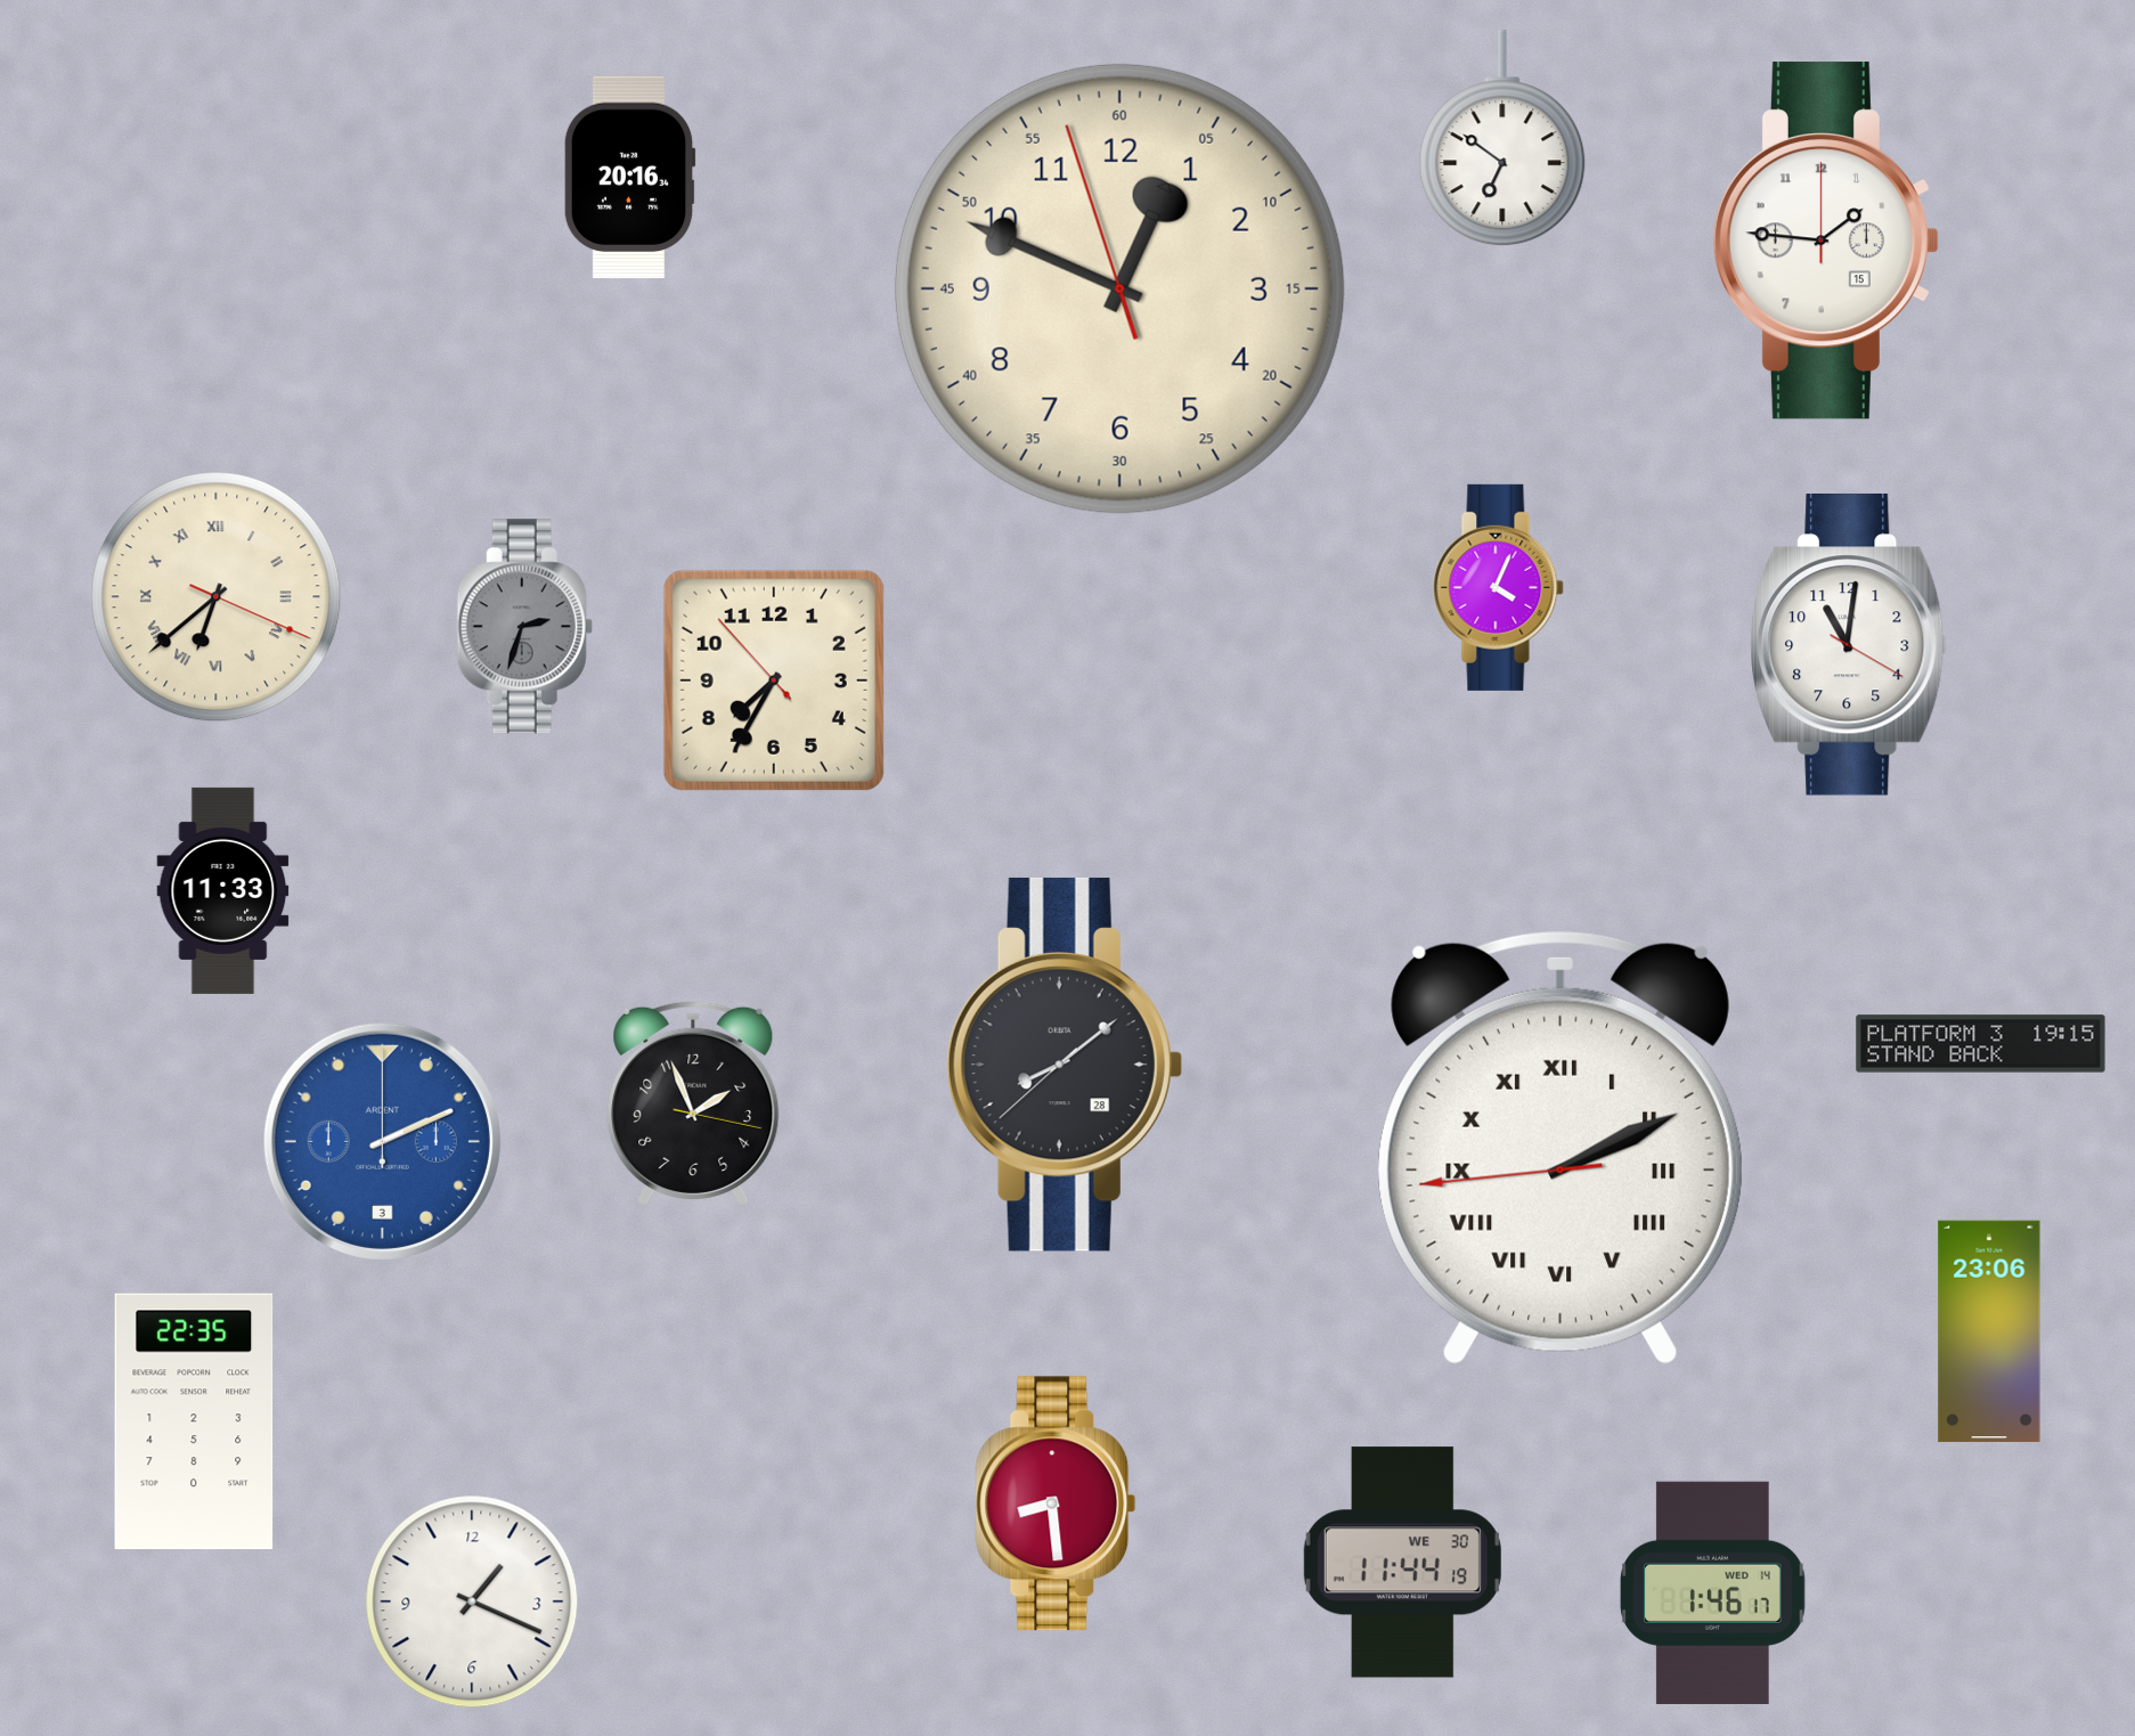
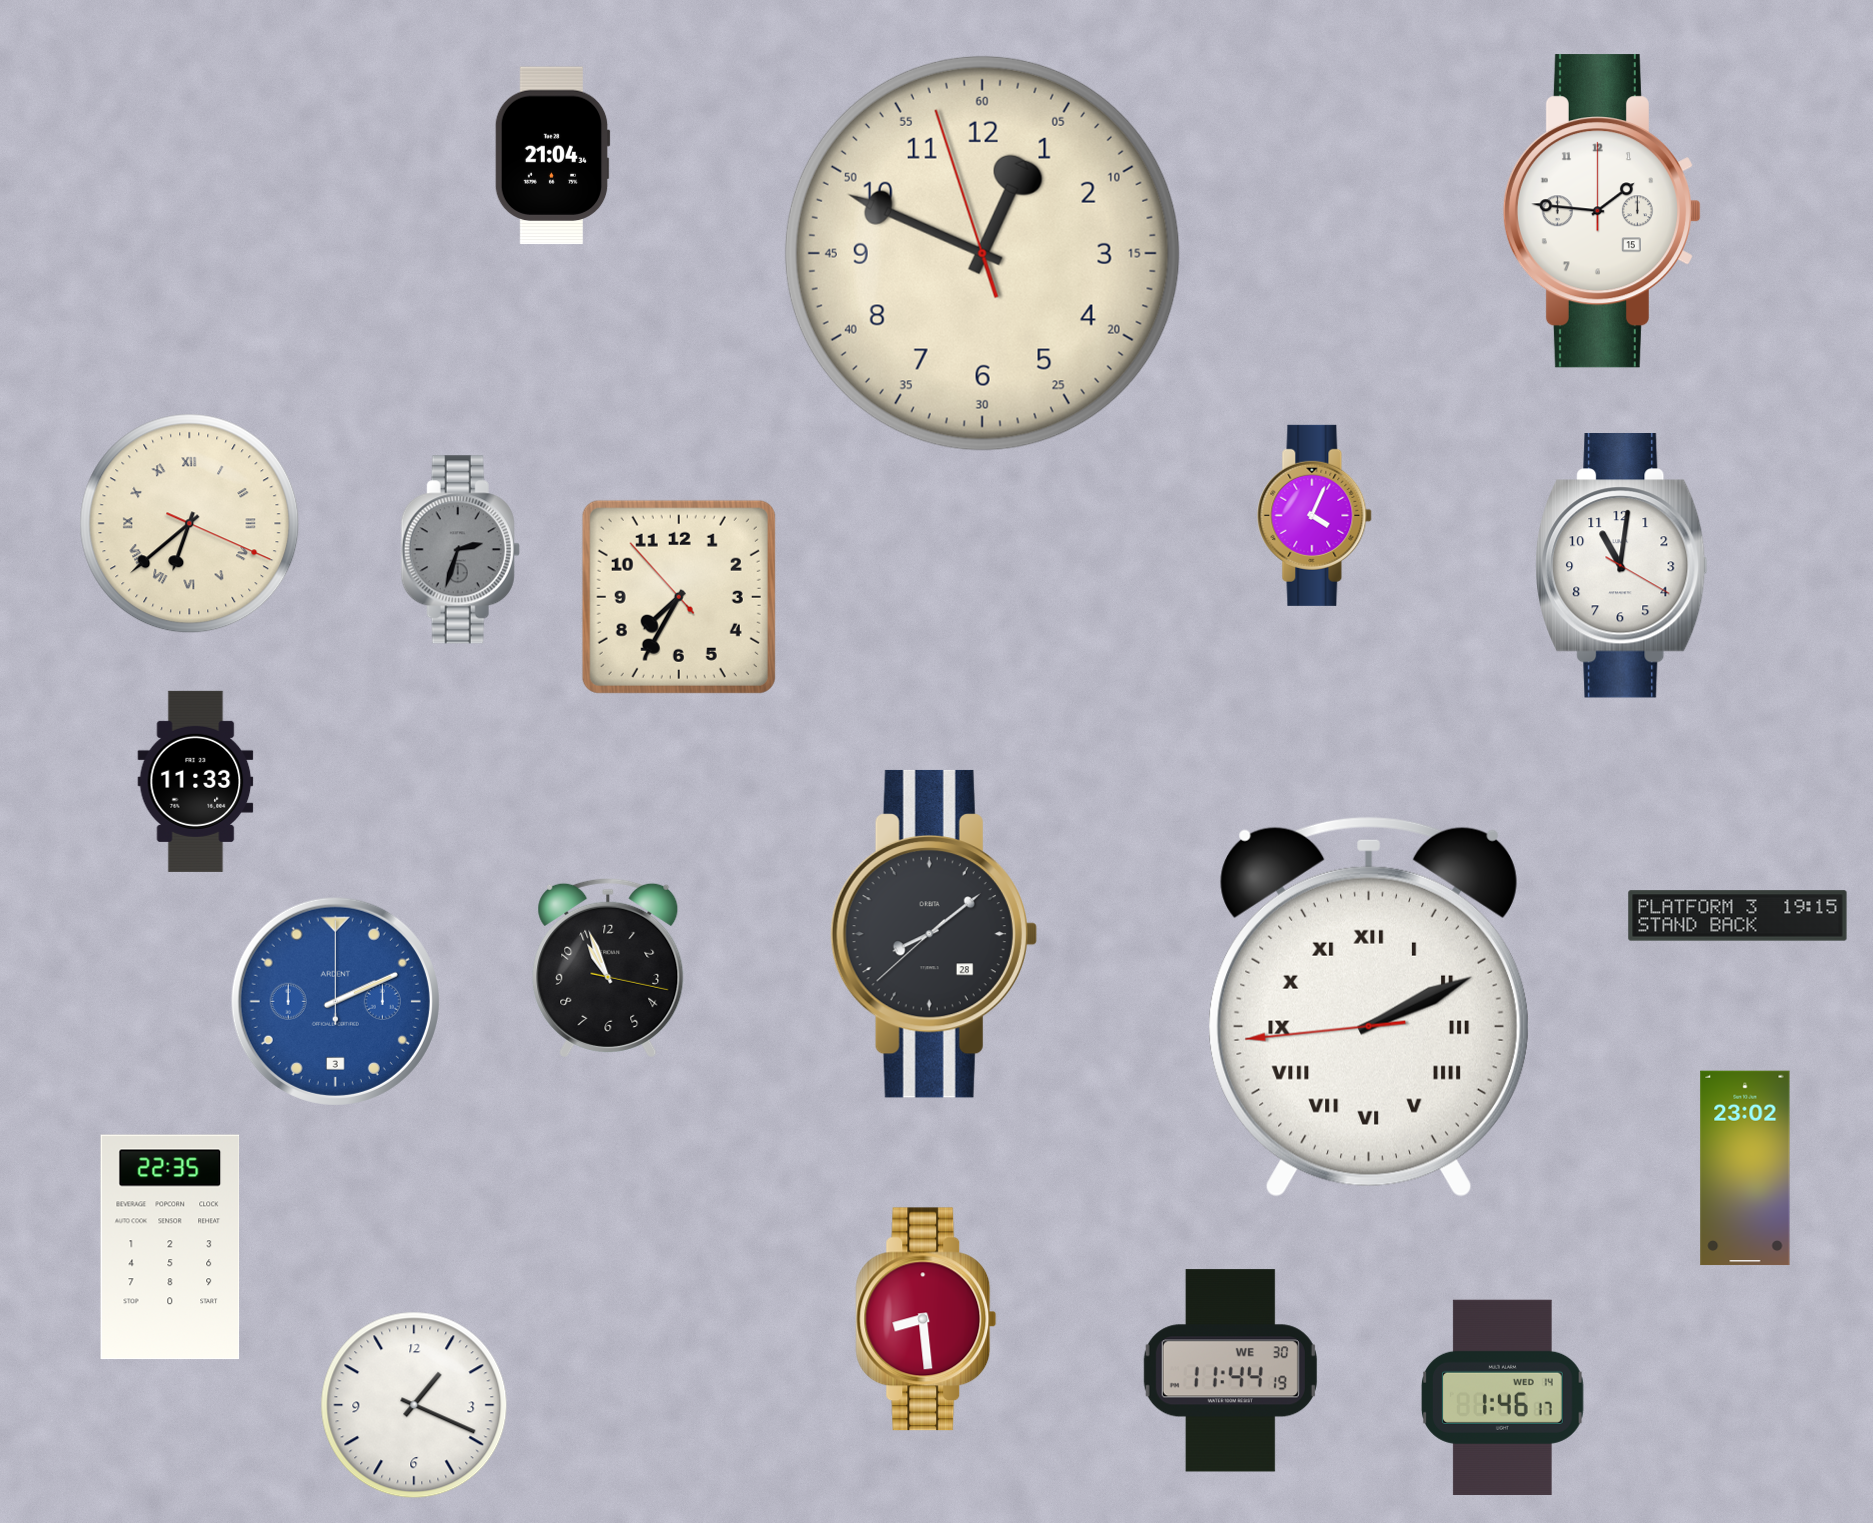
clock at (1502, 139): 6:51 -> none
clock at (629, 178): 20:16 -> 21:04
clock at (693, 1103): 1:56 -> 10:56
clock at (1989, 1331): 23:06 -> 23:02
